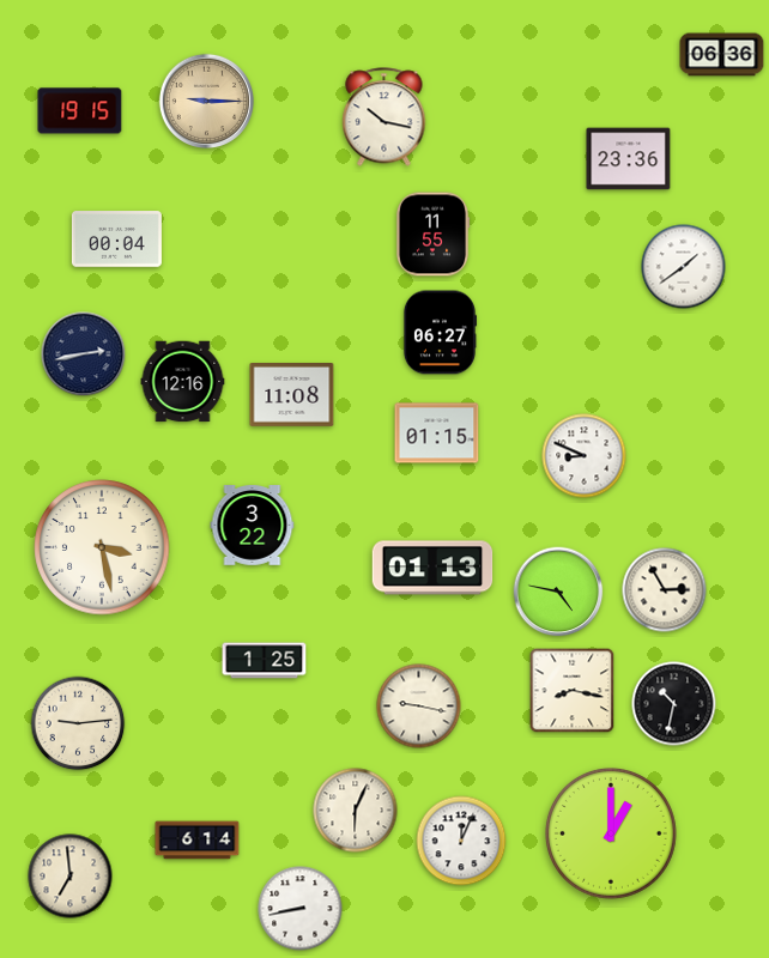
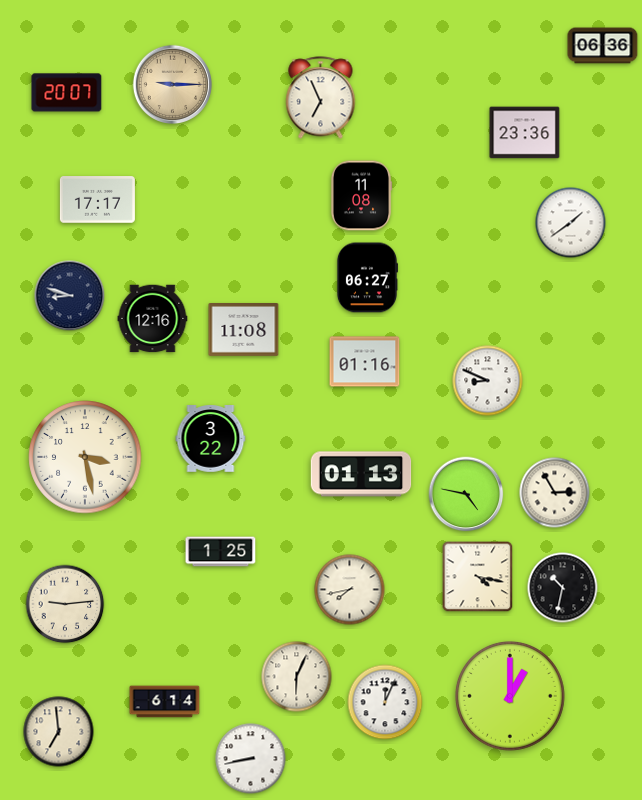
clock at (80, 111): 19:15 -> 20:07
clock at (384, 117): 10:17 -> 6:56
clock at (432, 235): 11:55 -> 11:08
clock at (116, 239): 00:04 -> 17:17
clock at (84, 354): 2:43 -> 8:48
clock at (437, 433): 01:15 -> 01:16
clock at (573, 691): 8:17 -> 4:17
clock at (419, 707): 9:17 -> 7:43
